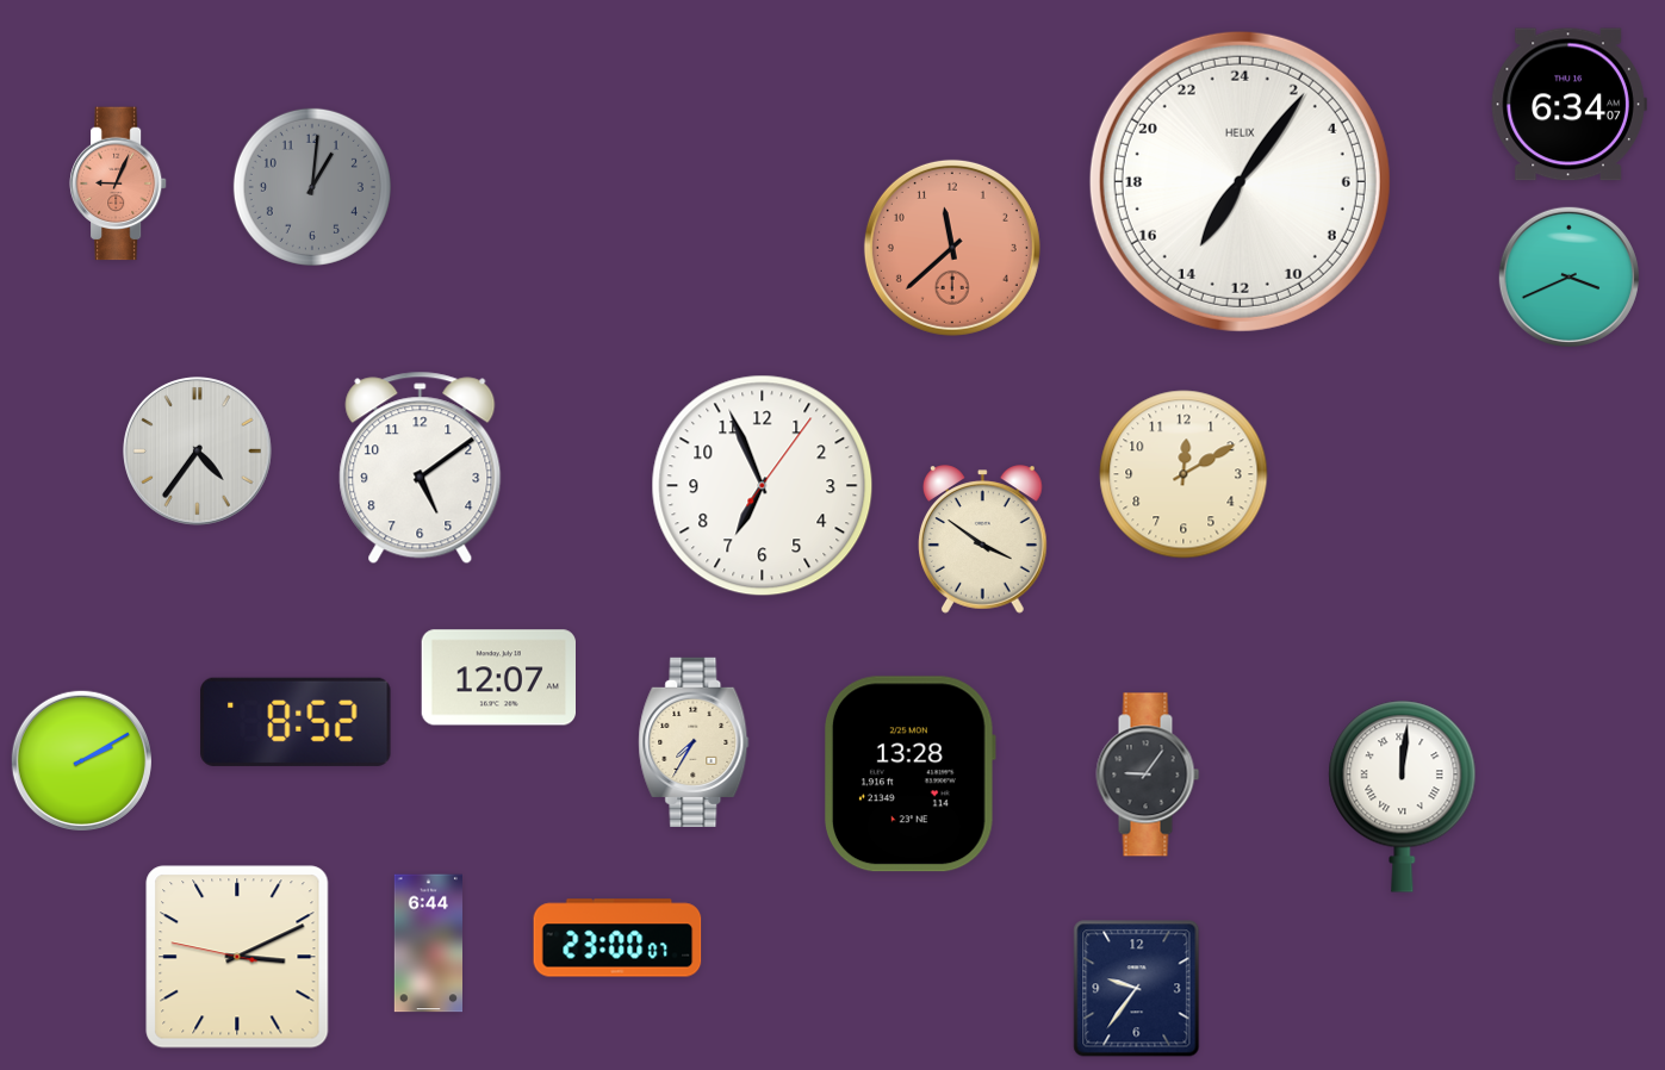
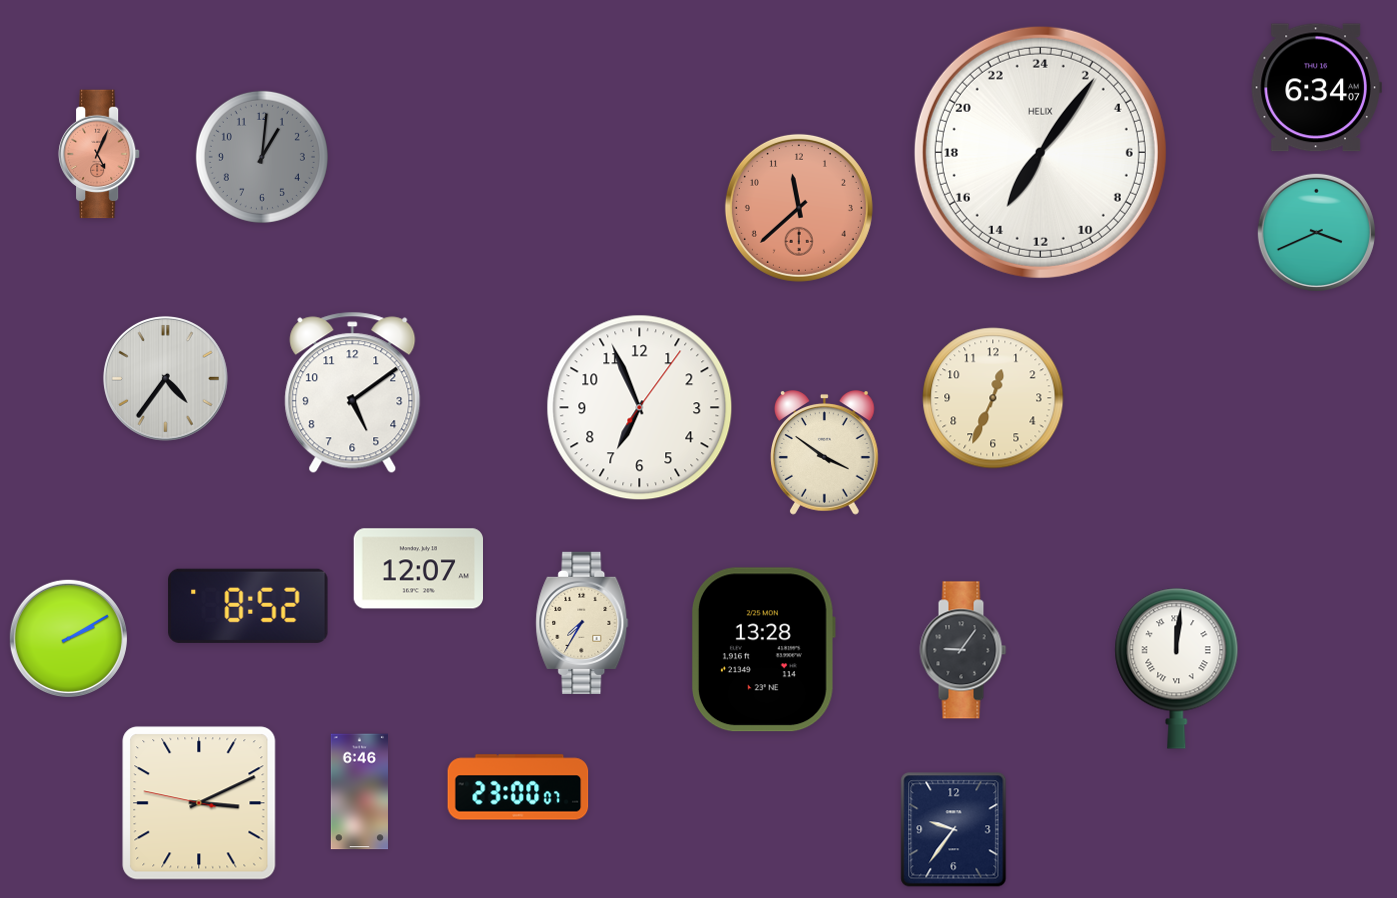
clock at (118, 183): 9:04 -> 5:04
clock at (1183, 474): 12:10 -> 12:34
clock at (428, 944): 6:44 -> 6:46
